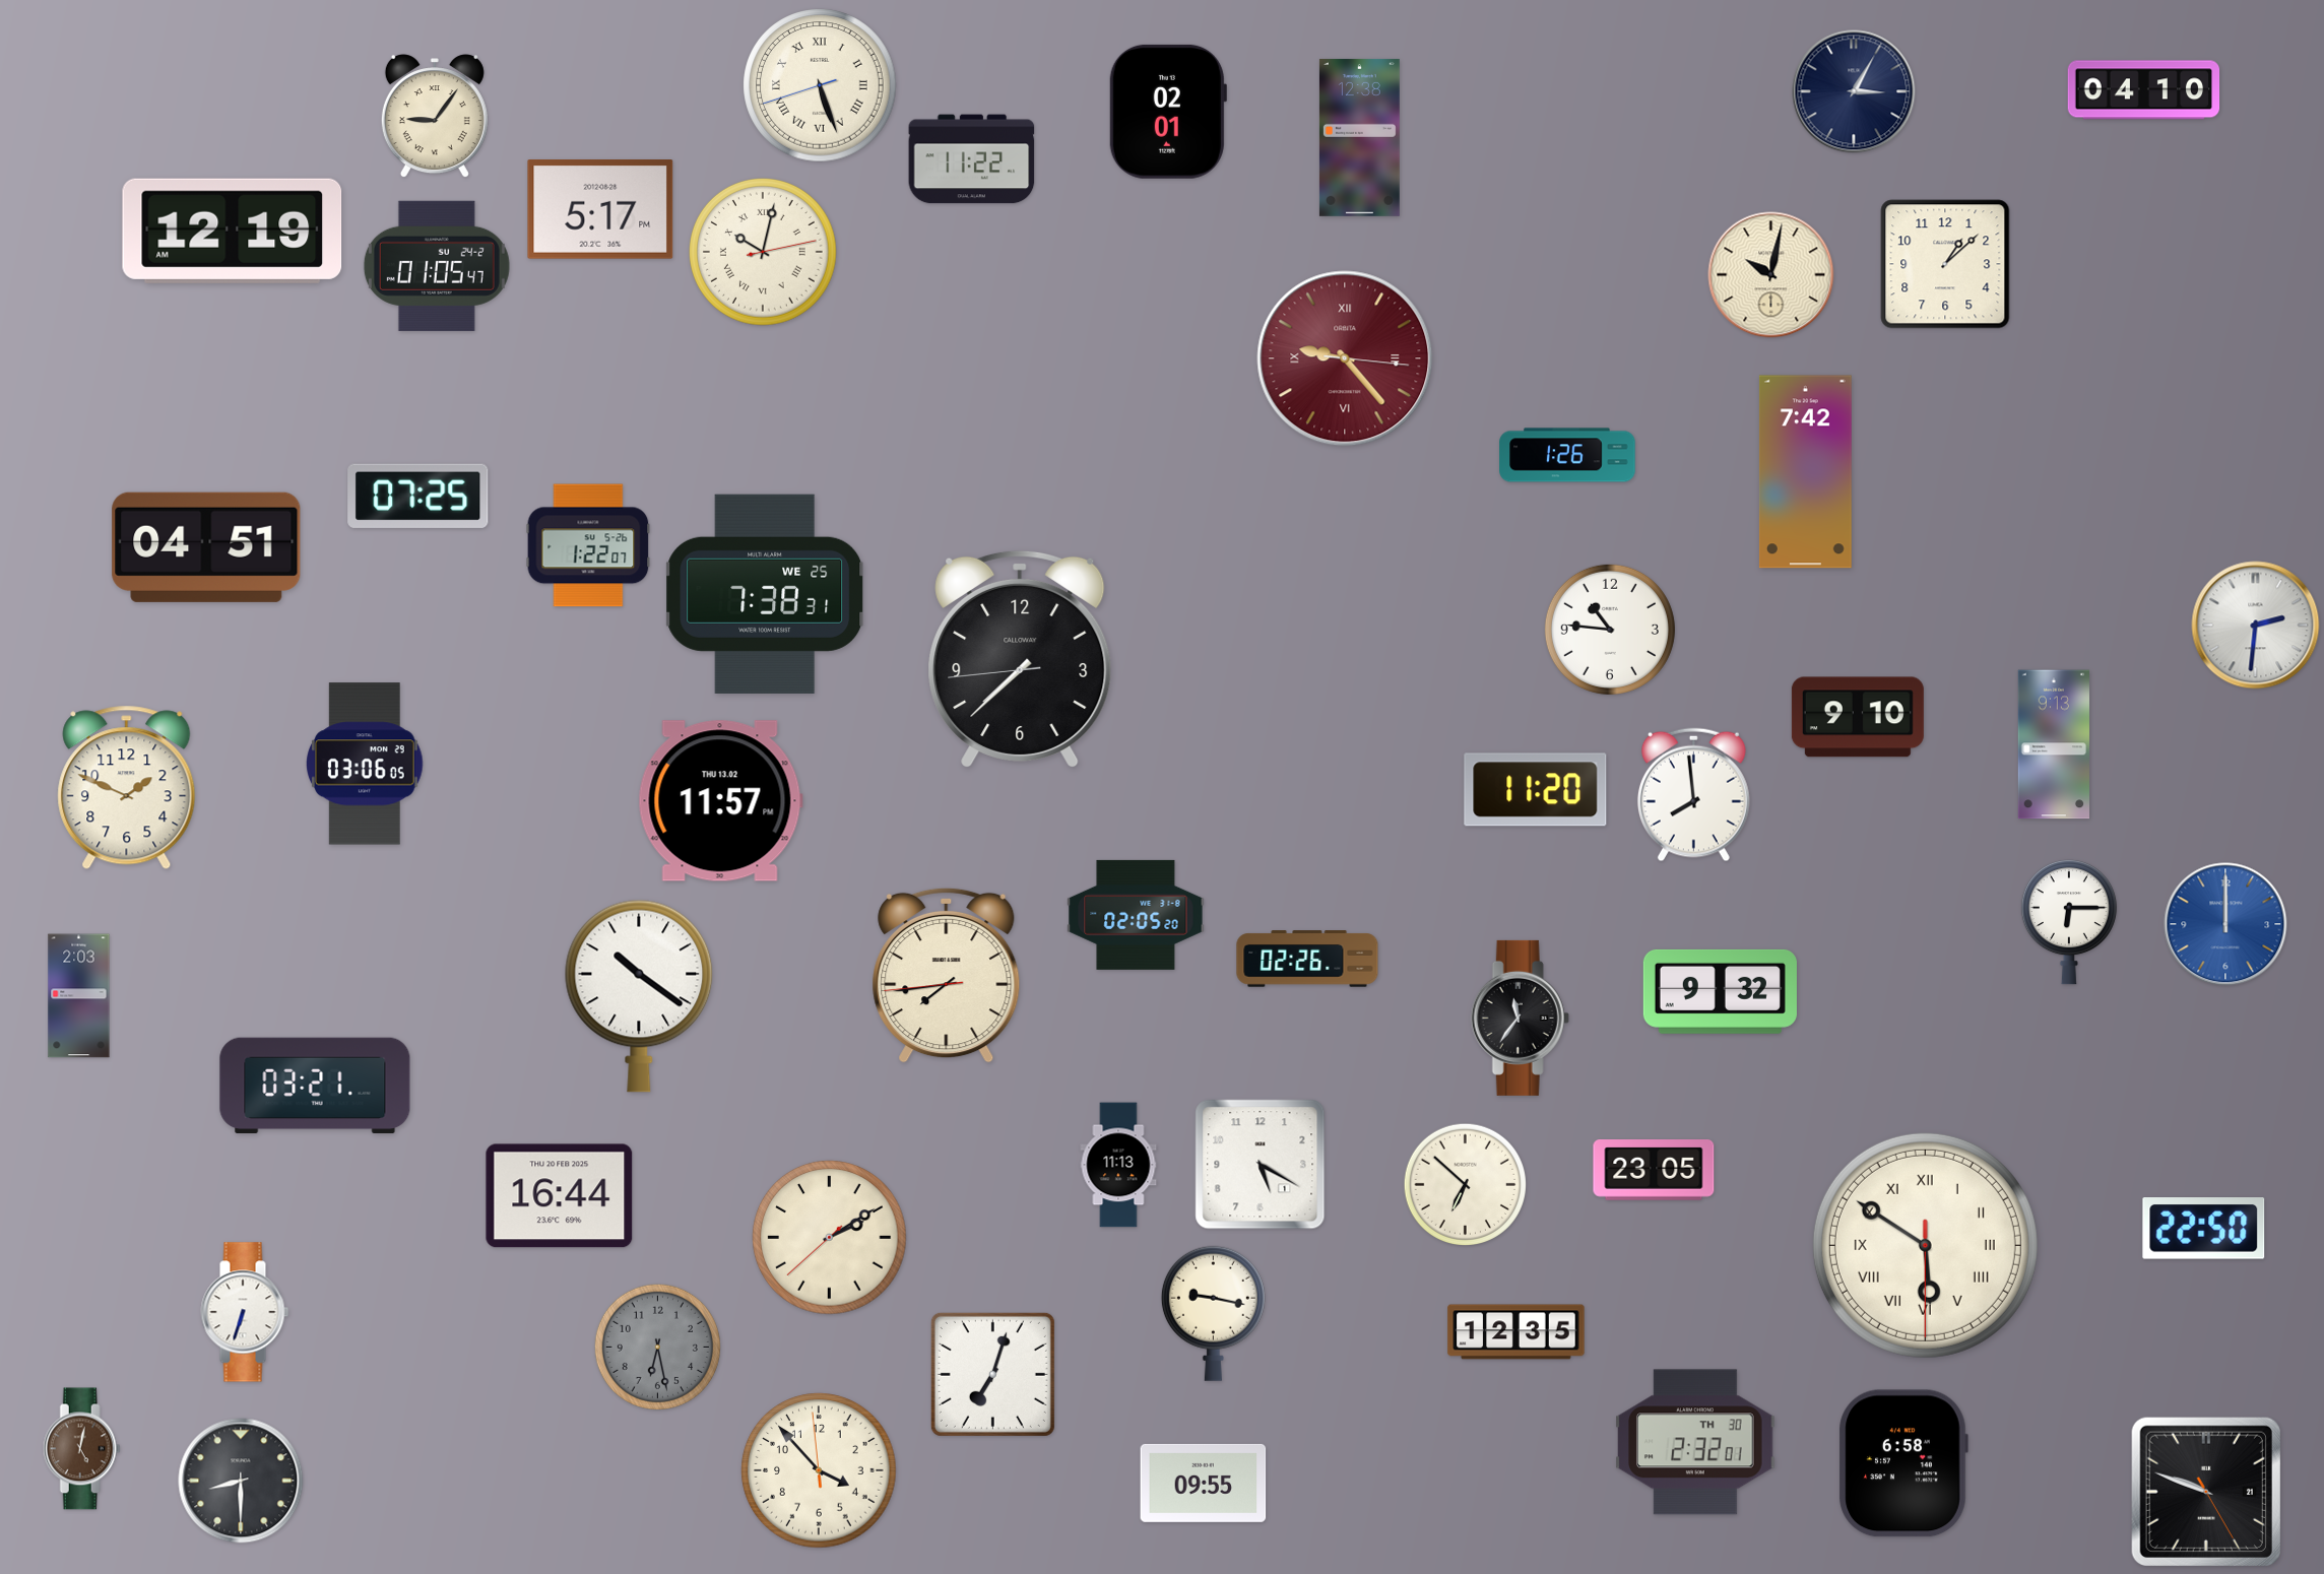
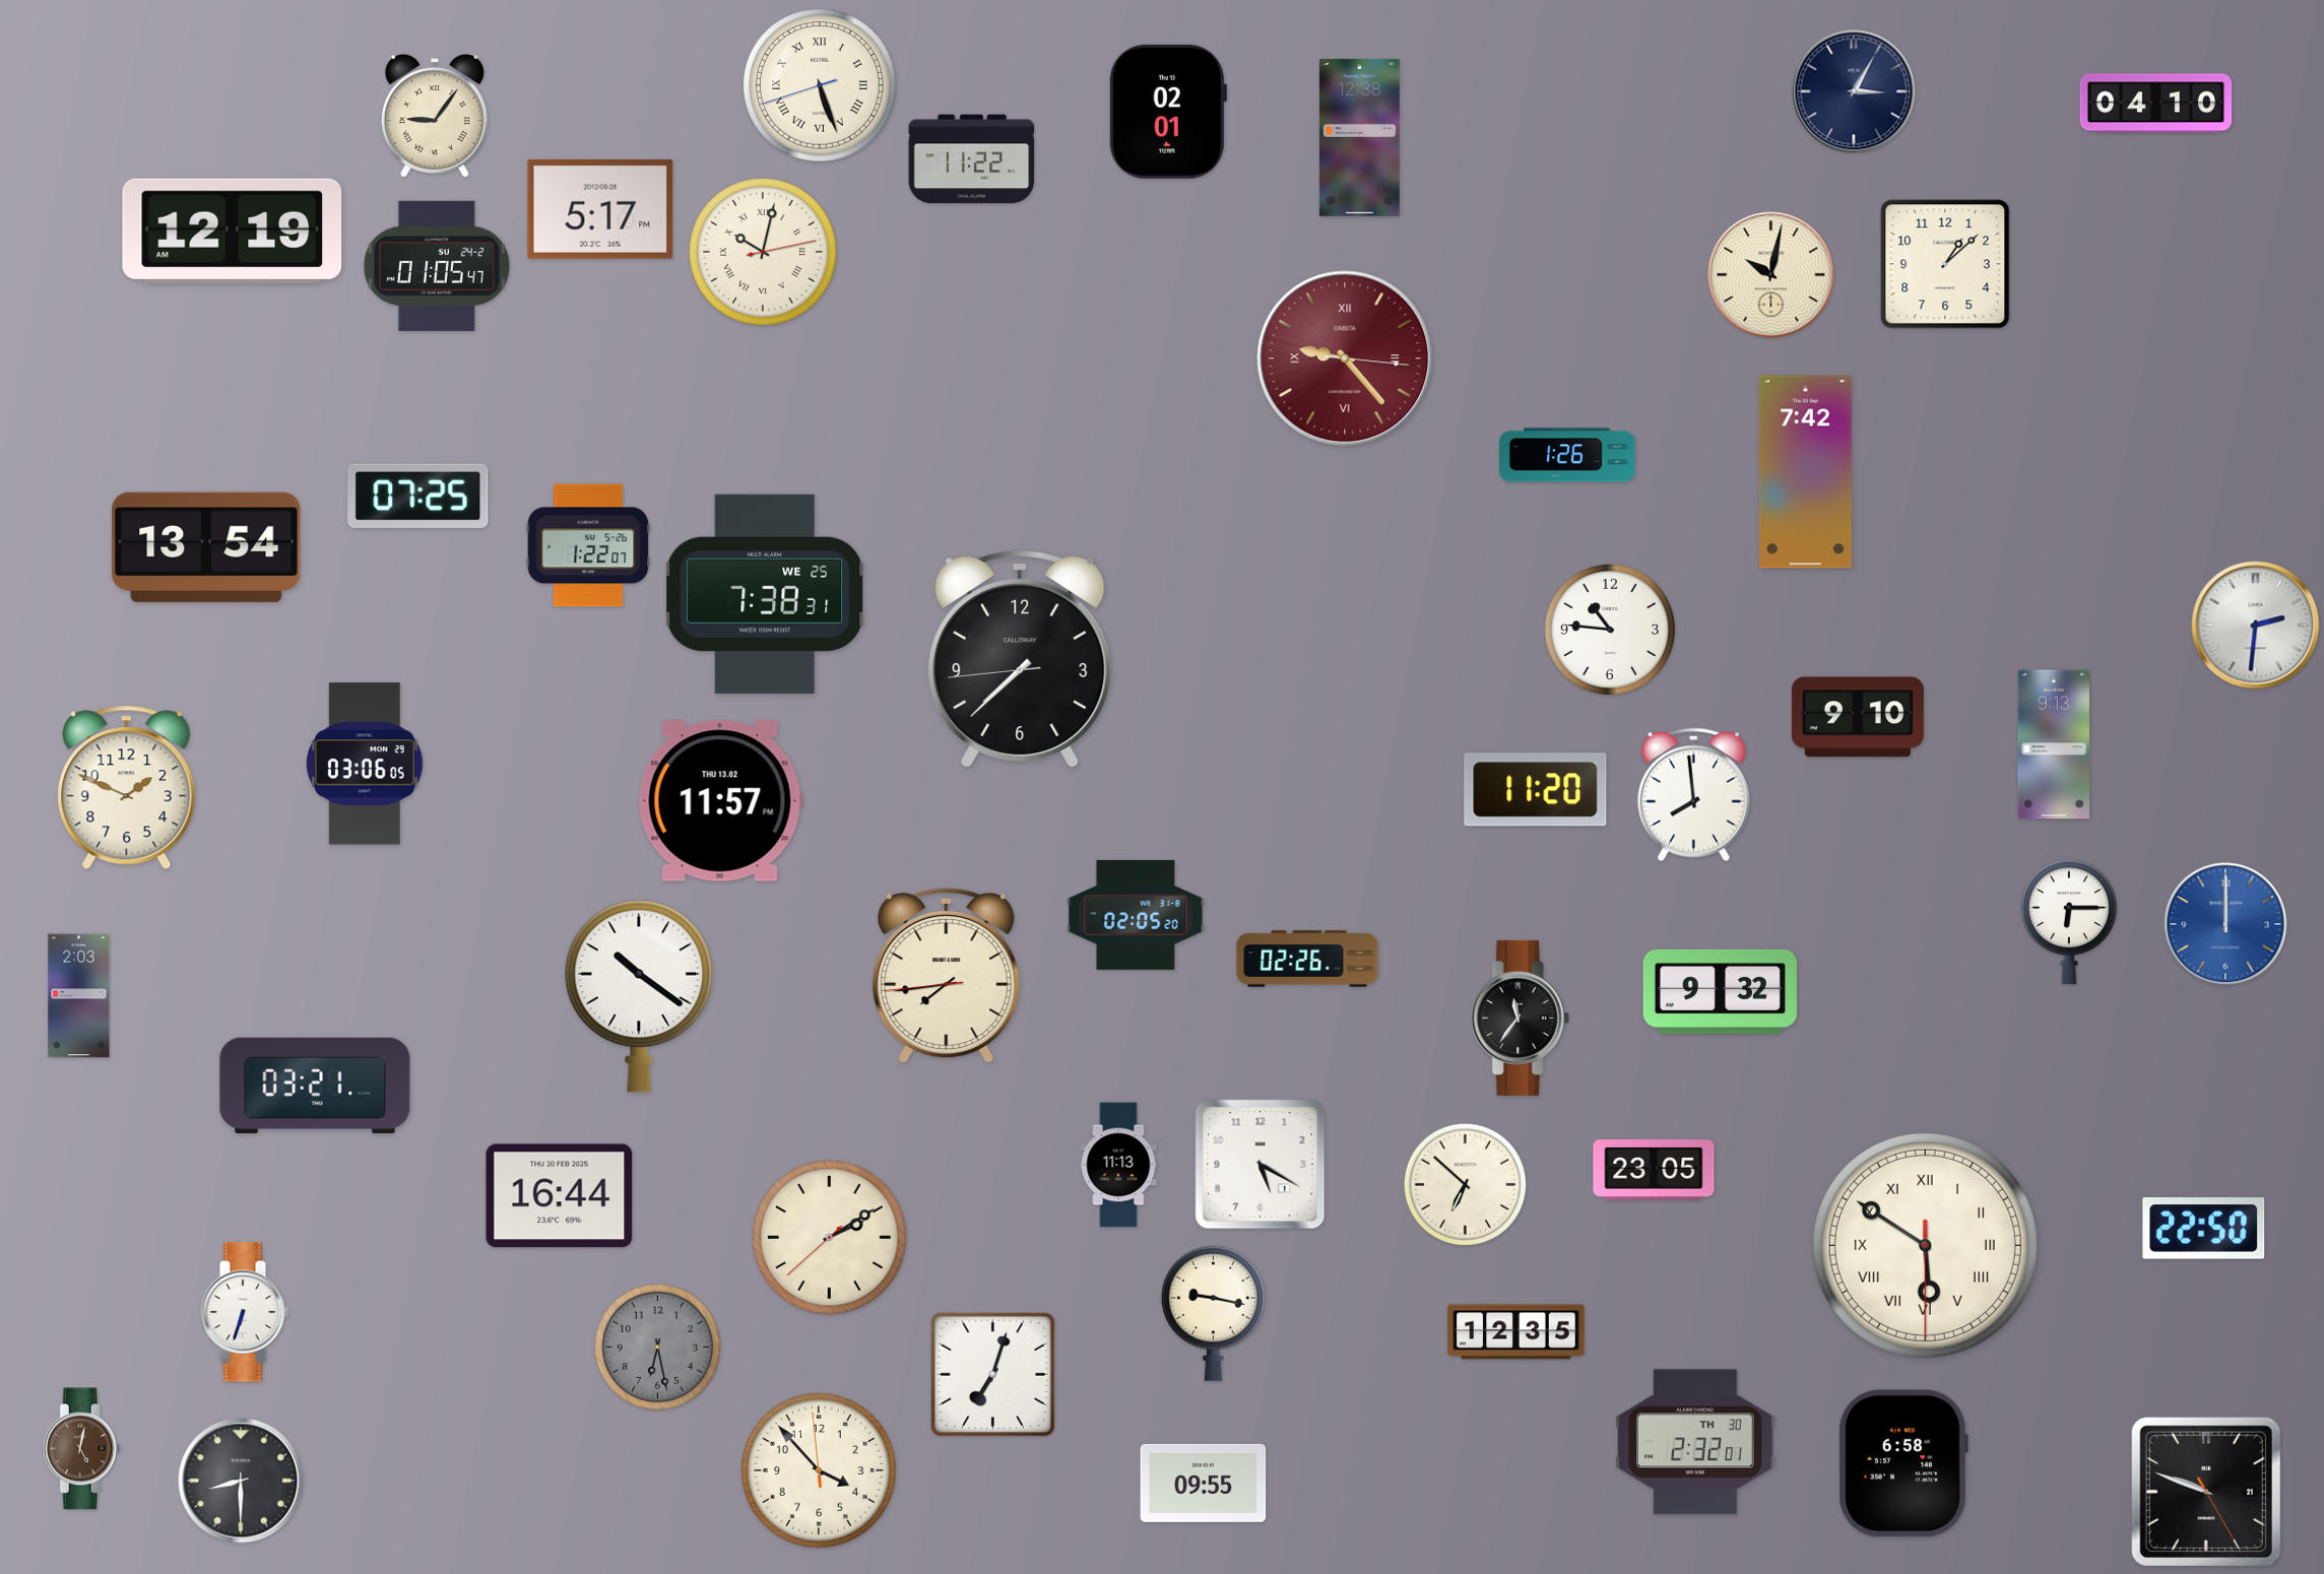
clock at (2144, 90) position: (2144, 90) -> (2156, 104)
clock at (206, 547): 04:51 -> 13:54
